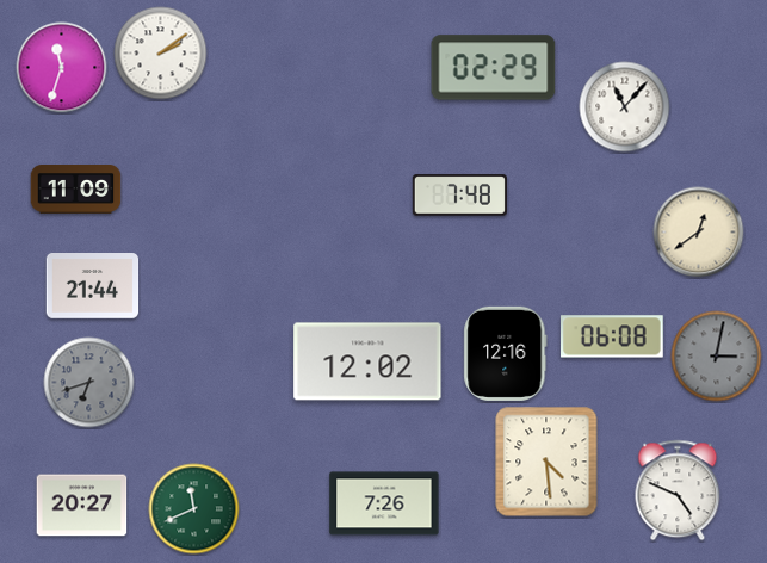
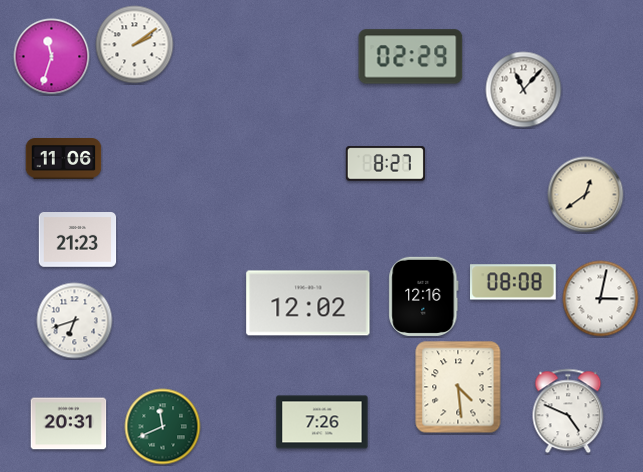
clock at (494, 68) position: (494, 68) -> (411, 57)
clock at (76, 190): 11:09 -> 11:06
clock at (459, 196): 7:48 -> 8:27
clock at (93, 286): 21:44 -> 21:23
clock at (613, 336): 06:08 -> 08:08
clock at (717, 357) dial: grey -> white
clock at (89, 383) dial: grey -> white
clock at (82, 506): 20:27 -> 20:31
